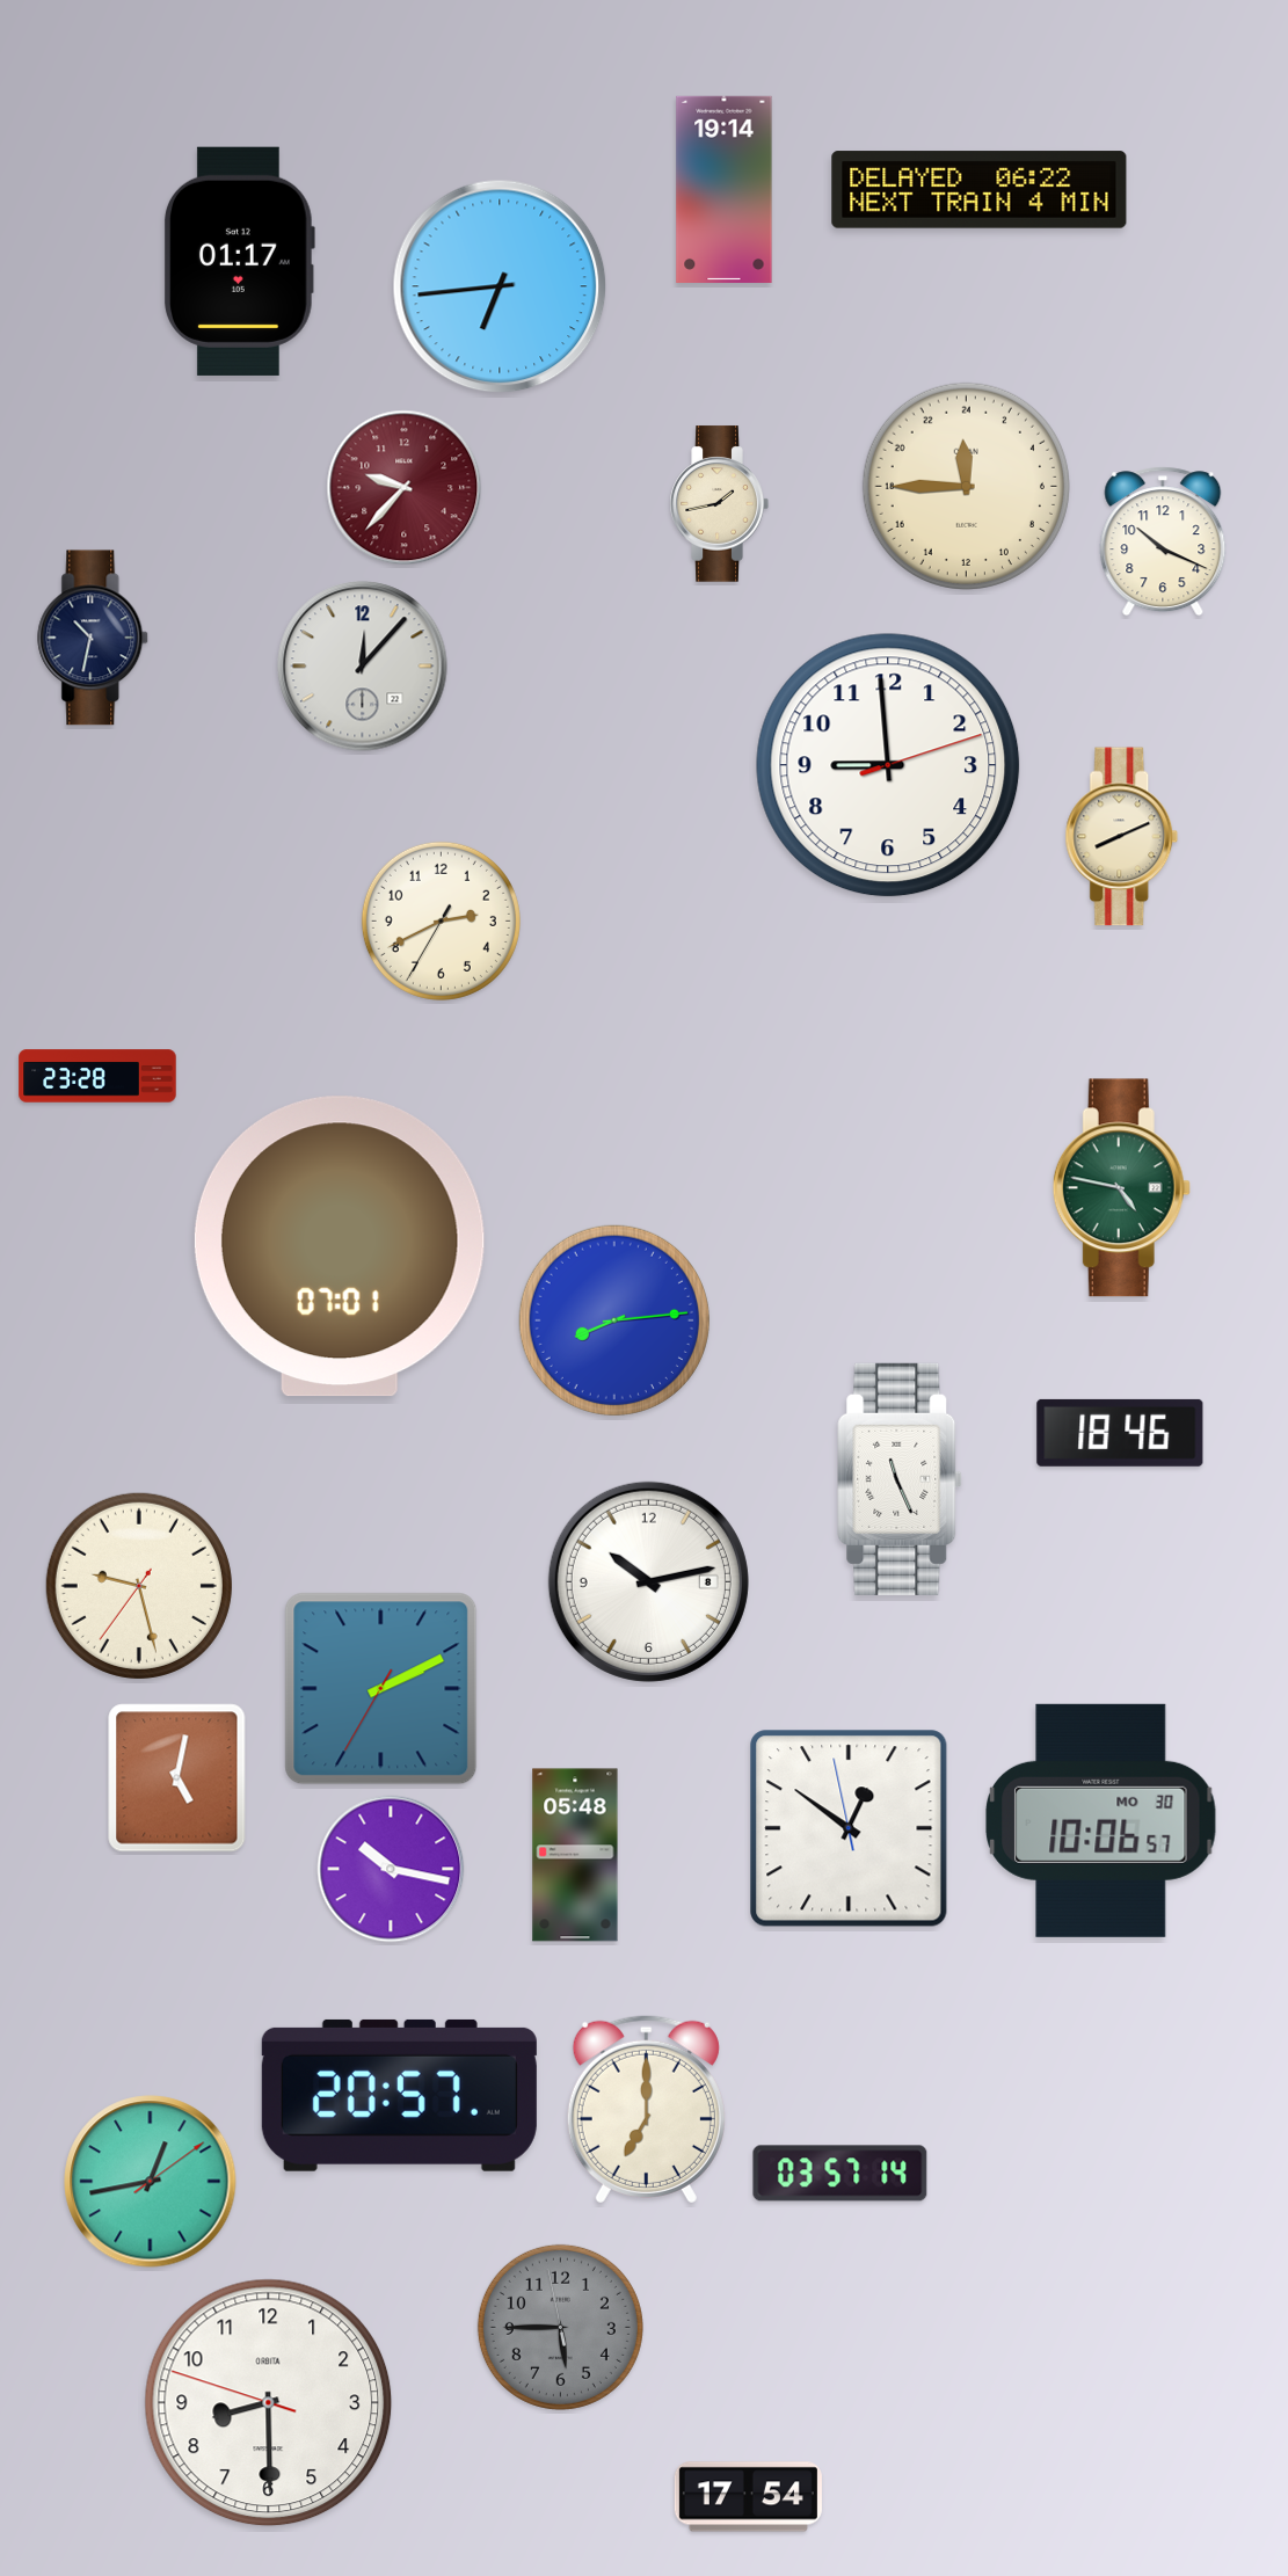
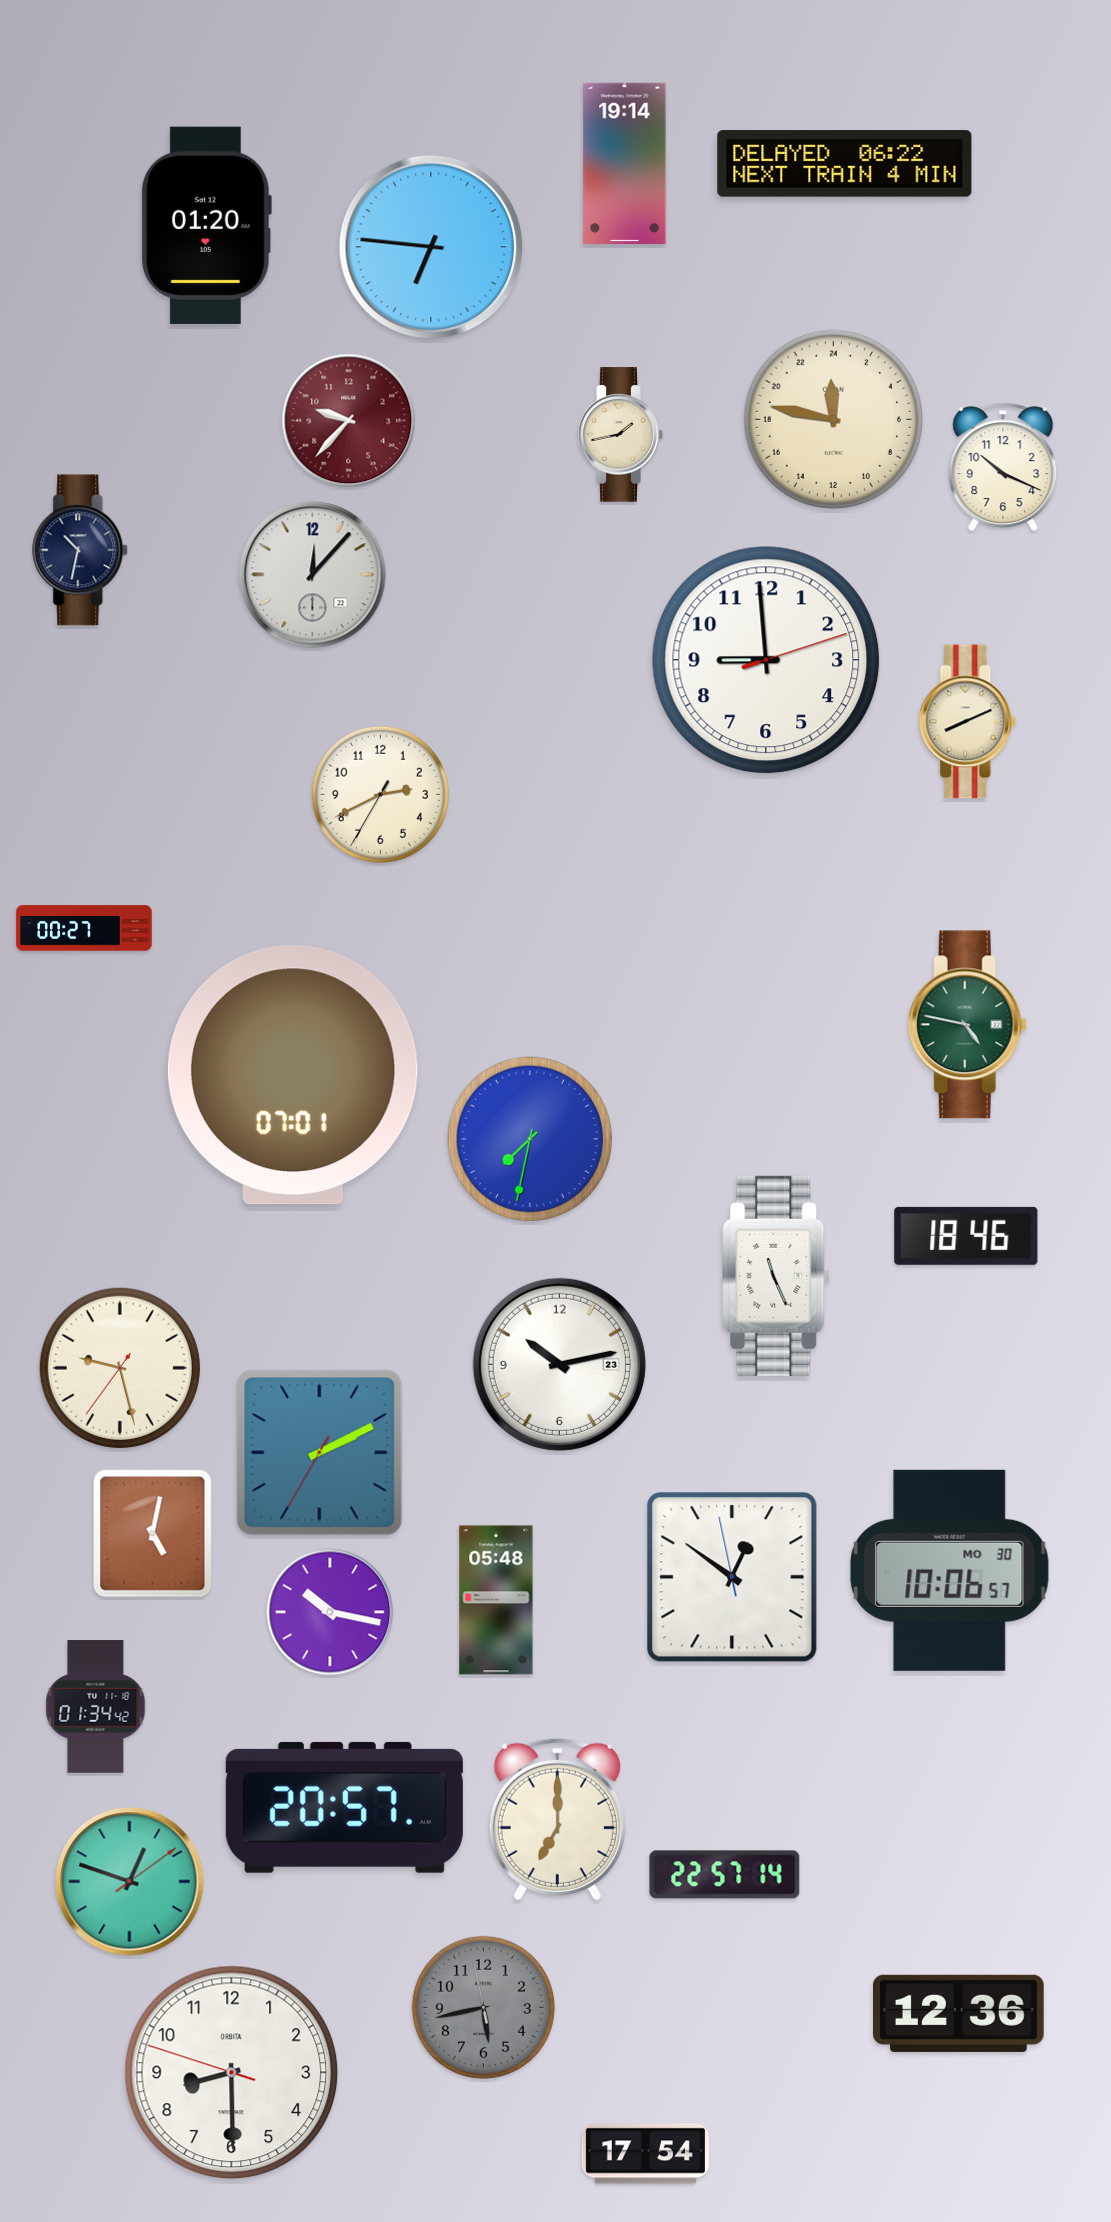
clock at (240, 261): 01:17 -> 01:20
clock at (500, 286): 6:44 -> 6:46
clock at (966, 486): 23:45 -> 23:47
clock at (97, 1076): 23:28 -> 00:27
clock at (614, 1320): 8:14 -> 7:32
clock at (648, 1581) date: 8 -> 23
clock at (381, 1689) position: (381, 1689) -> (320, 1453)
clock at (391, 1869) position: (391, 1869) -> (330, 1612)
clock at (96, 1707): none -> 01:34
clock at (841, 2174): 03:57 -> 22:57
clock at (151, 2182): 12:43 -> 12:48
clock at (560, 2327): 5:44 -> 5:42
clock at (959, 2013): none -> 12:36
